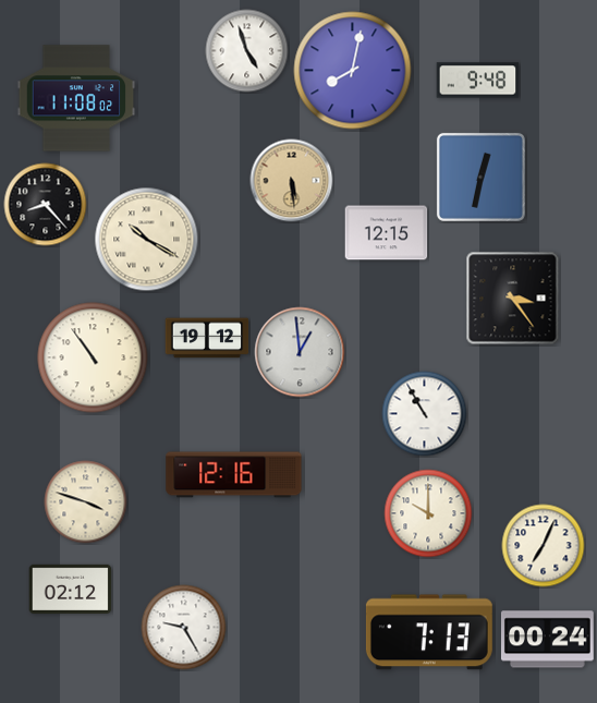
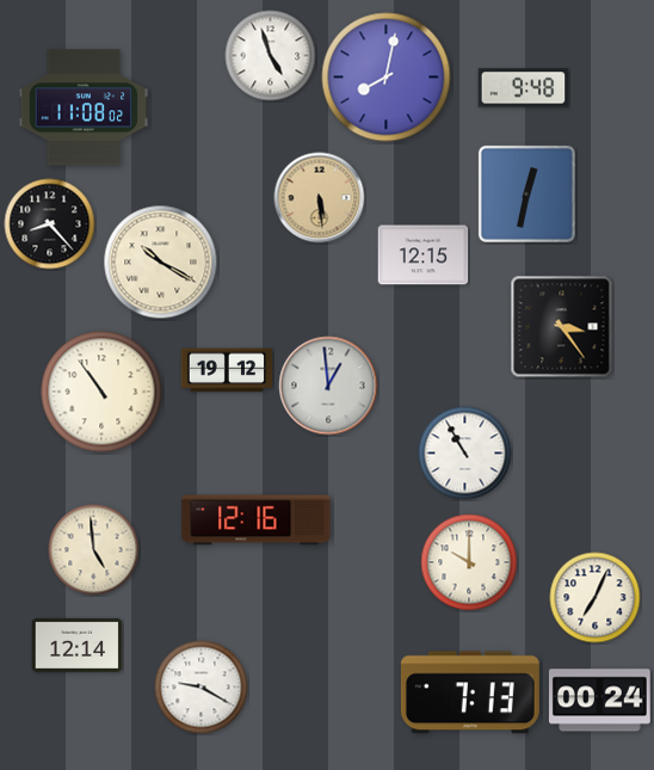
clock at (86, 502): 3:48 -> 4:59
clock at (71, 589): 02:12 -> 12:14
clock at (184, 628): 9:25 -> 9:20
